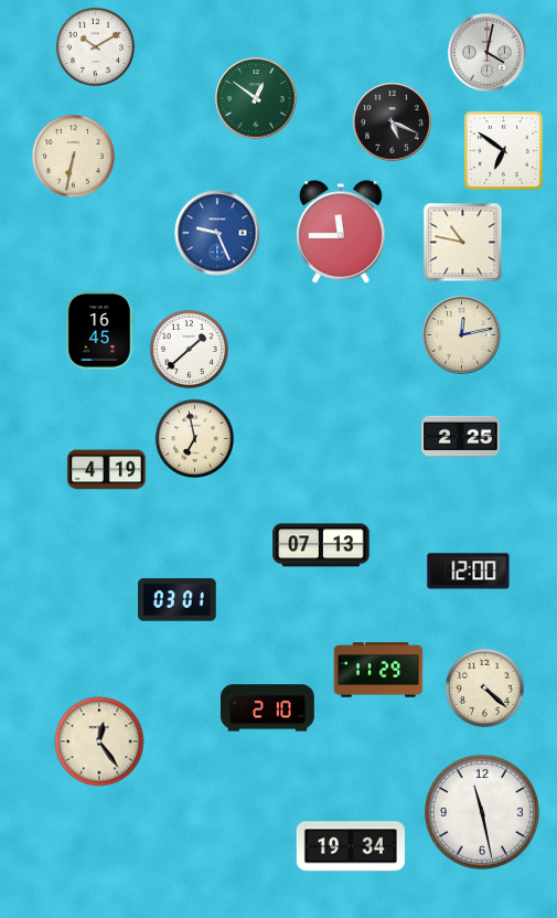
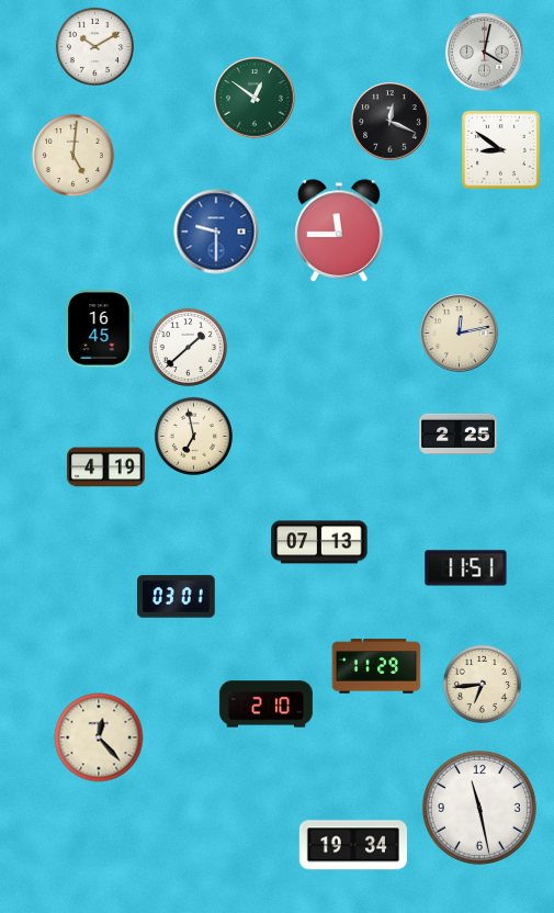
clock at (393, 122): 5:19 -> 12:19
clock at (504, 151): 6:51 -> 8:51
clock at (73, 156): 6:32 -> 5:01
clock at (217, 233): 9:26 -> 9:30
clock at (463, 243): 10:47 -> none
clock at (469, 572): 12:00 -> 11:51
clock at (484, 687): 4:22 -> 6:44
clock at (99, 741): 12:24 -> 12:23
clock at (351, 846) position: (351, 846) -> (353, 845)
